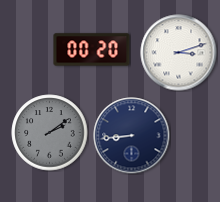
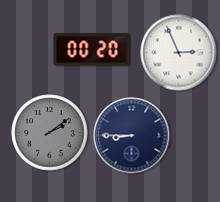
clock at (179, 53): 3:12 -> 2:56
clock at (132, 136): 8:44 -> 8:45
